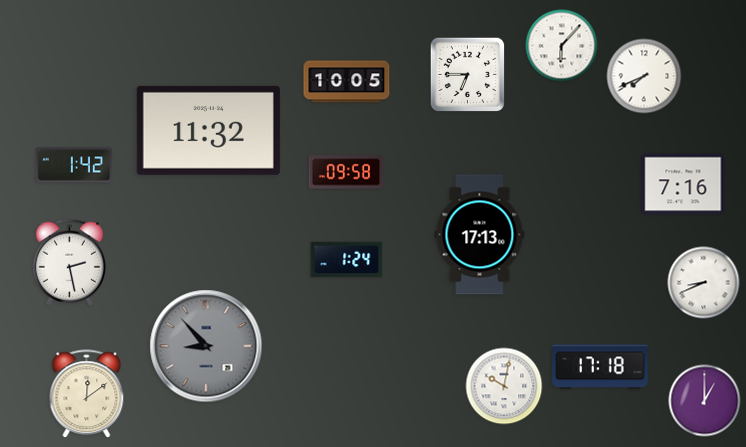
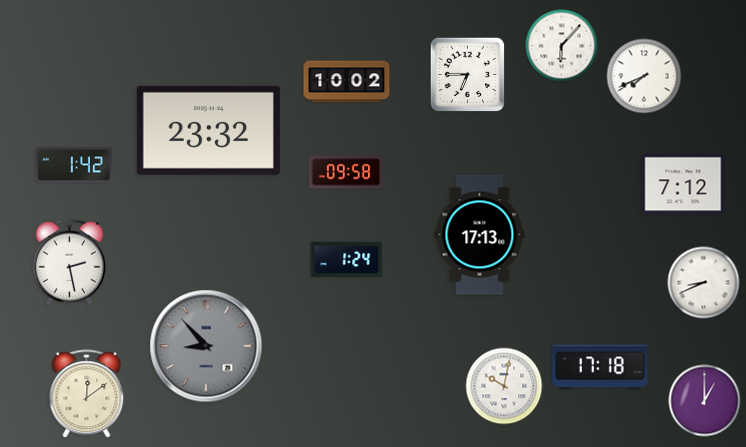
clock at (347, 82): 10:05 -> 10:02
clock at (208, 130): 11:32 -> 23:32
clock at (683, 184): 7:16 -> 7:12
